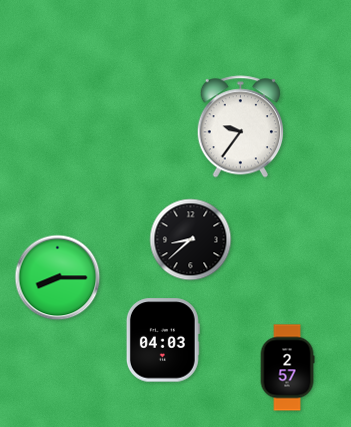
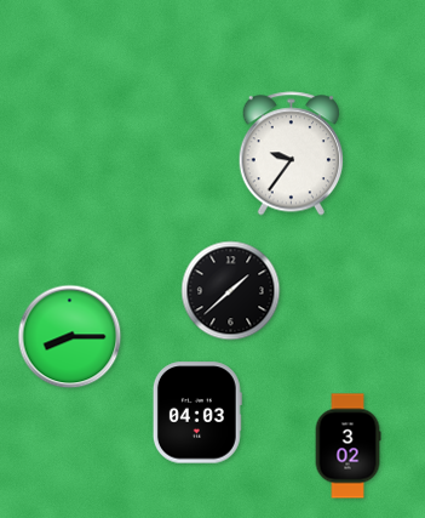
clock at (191, 240): 8:38 -> 1:38
clock at (287, 368): 2:57 -> 3:02
